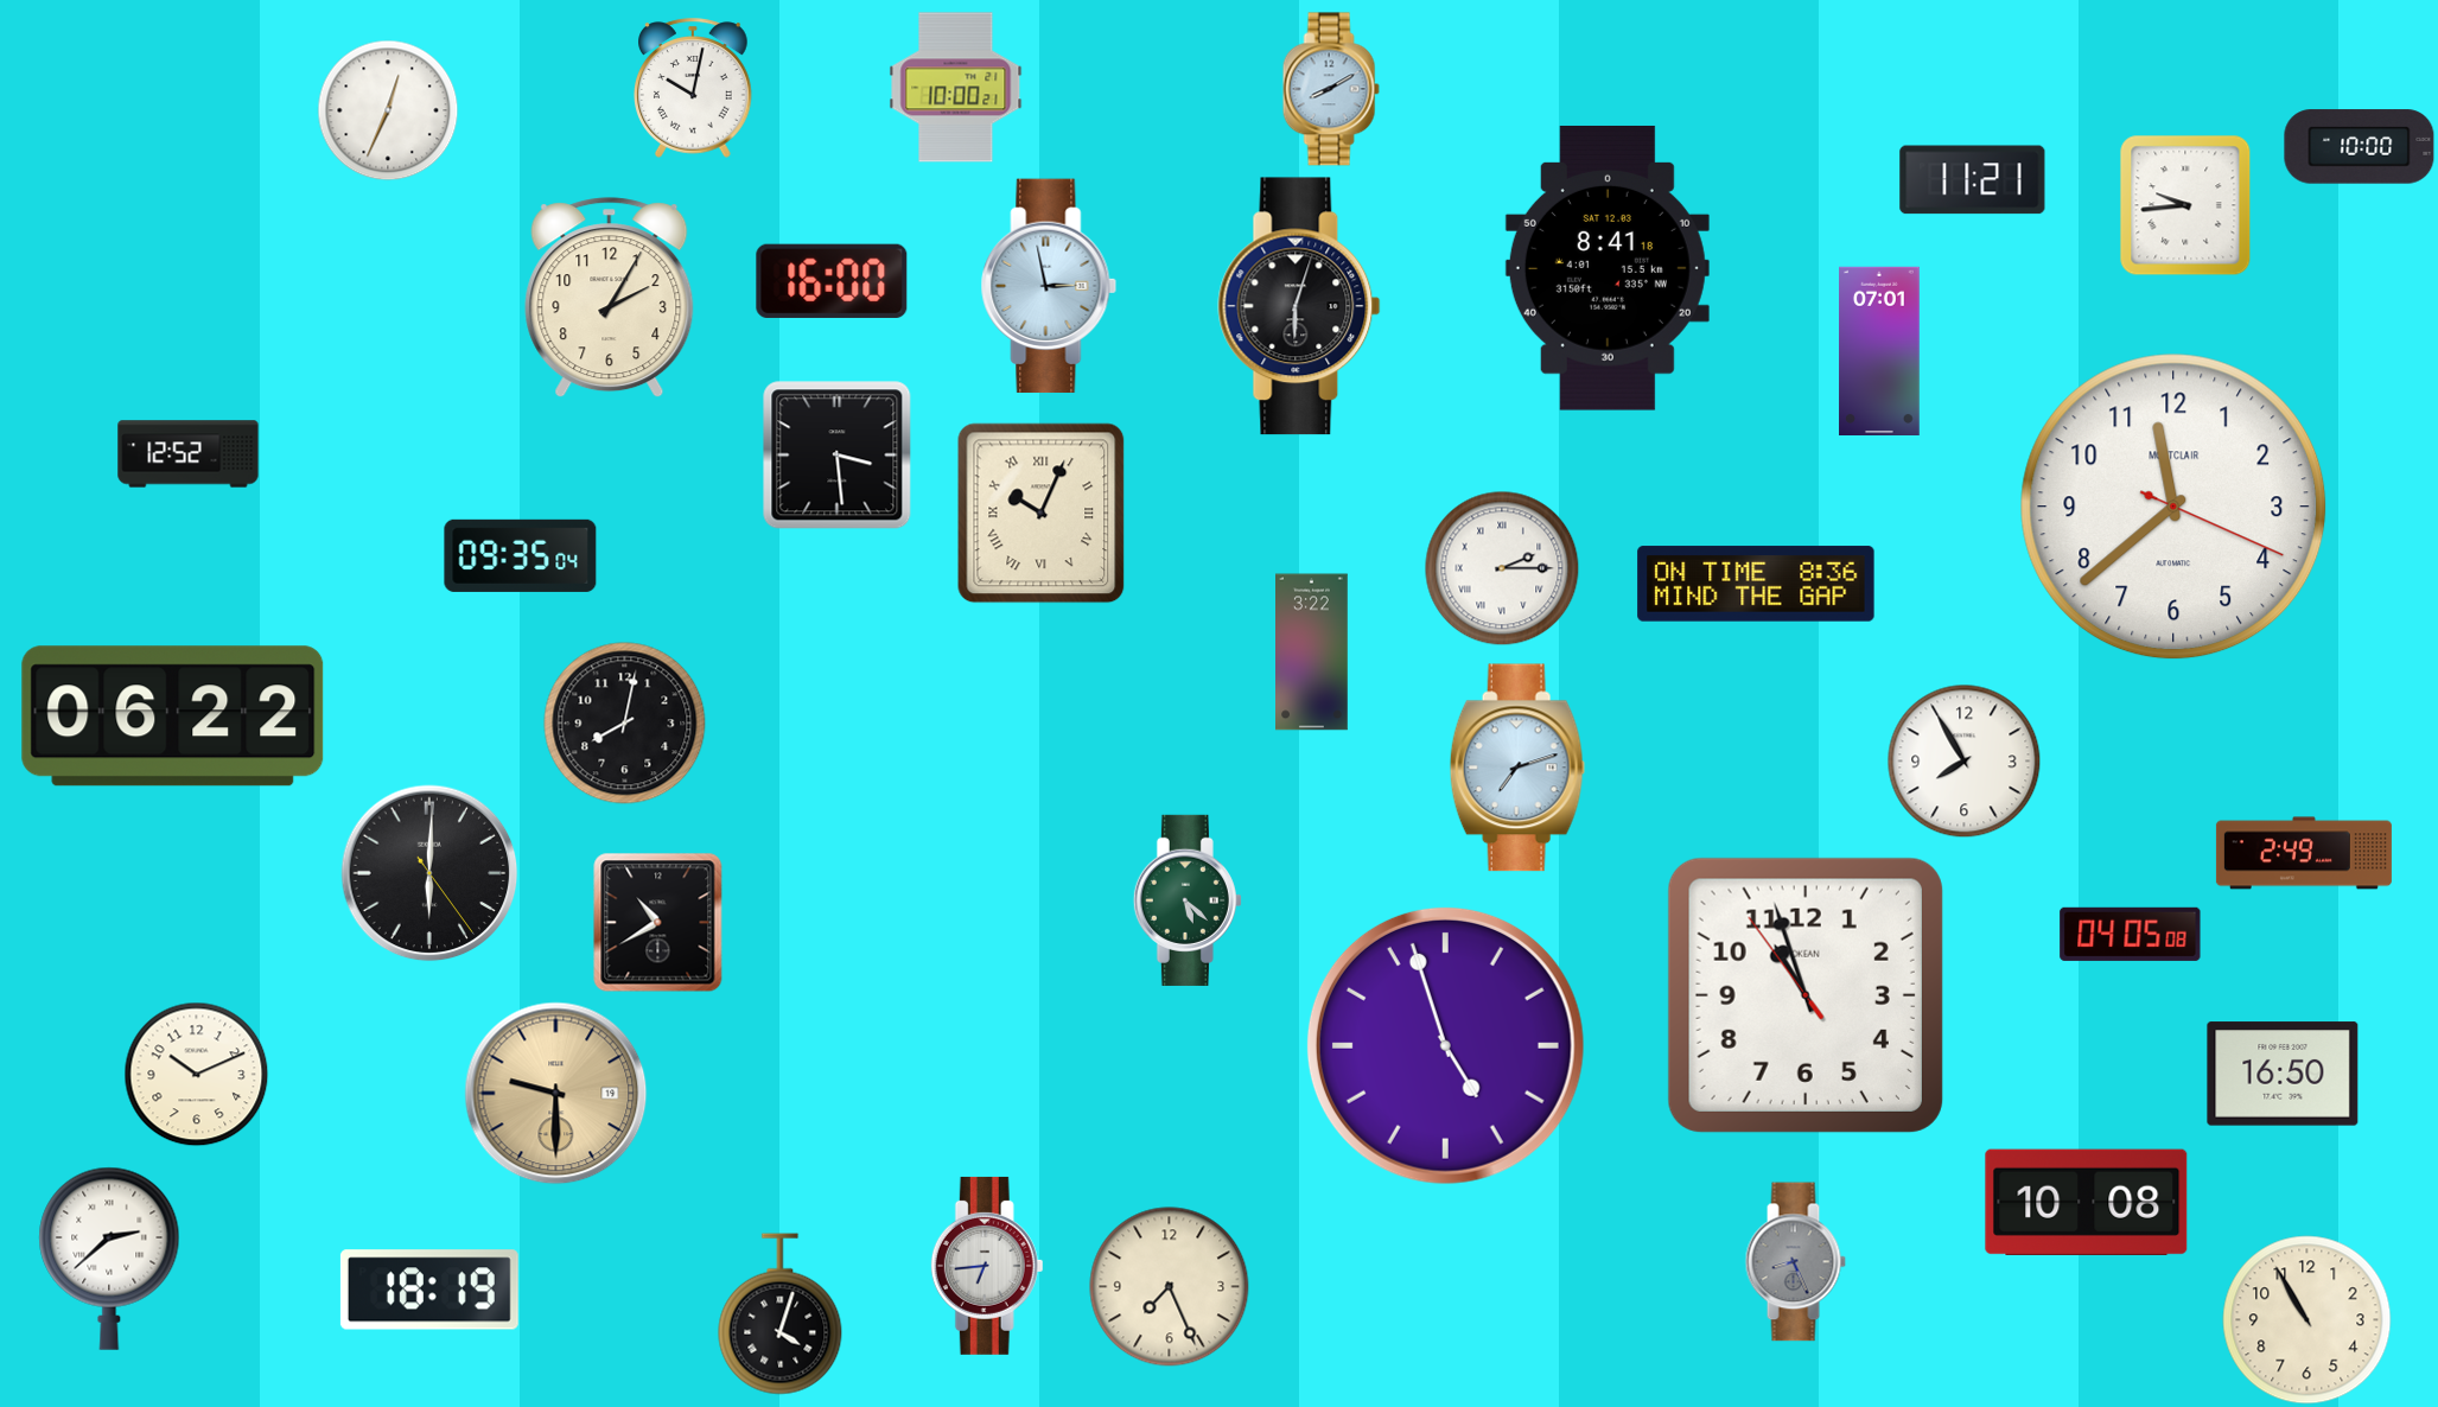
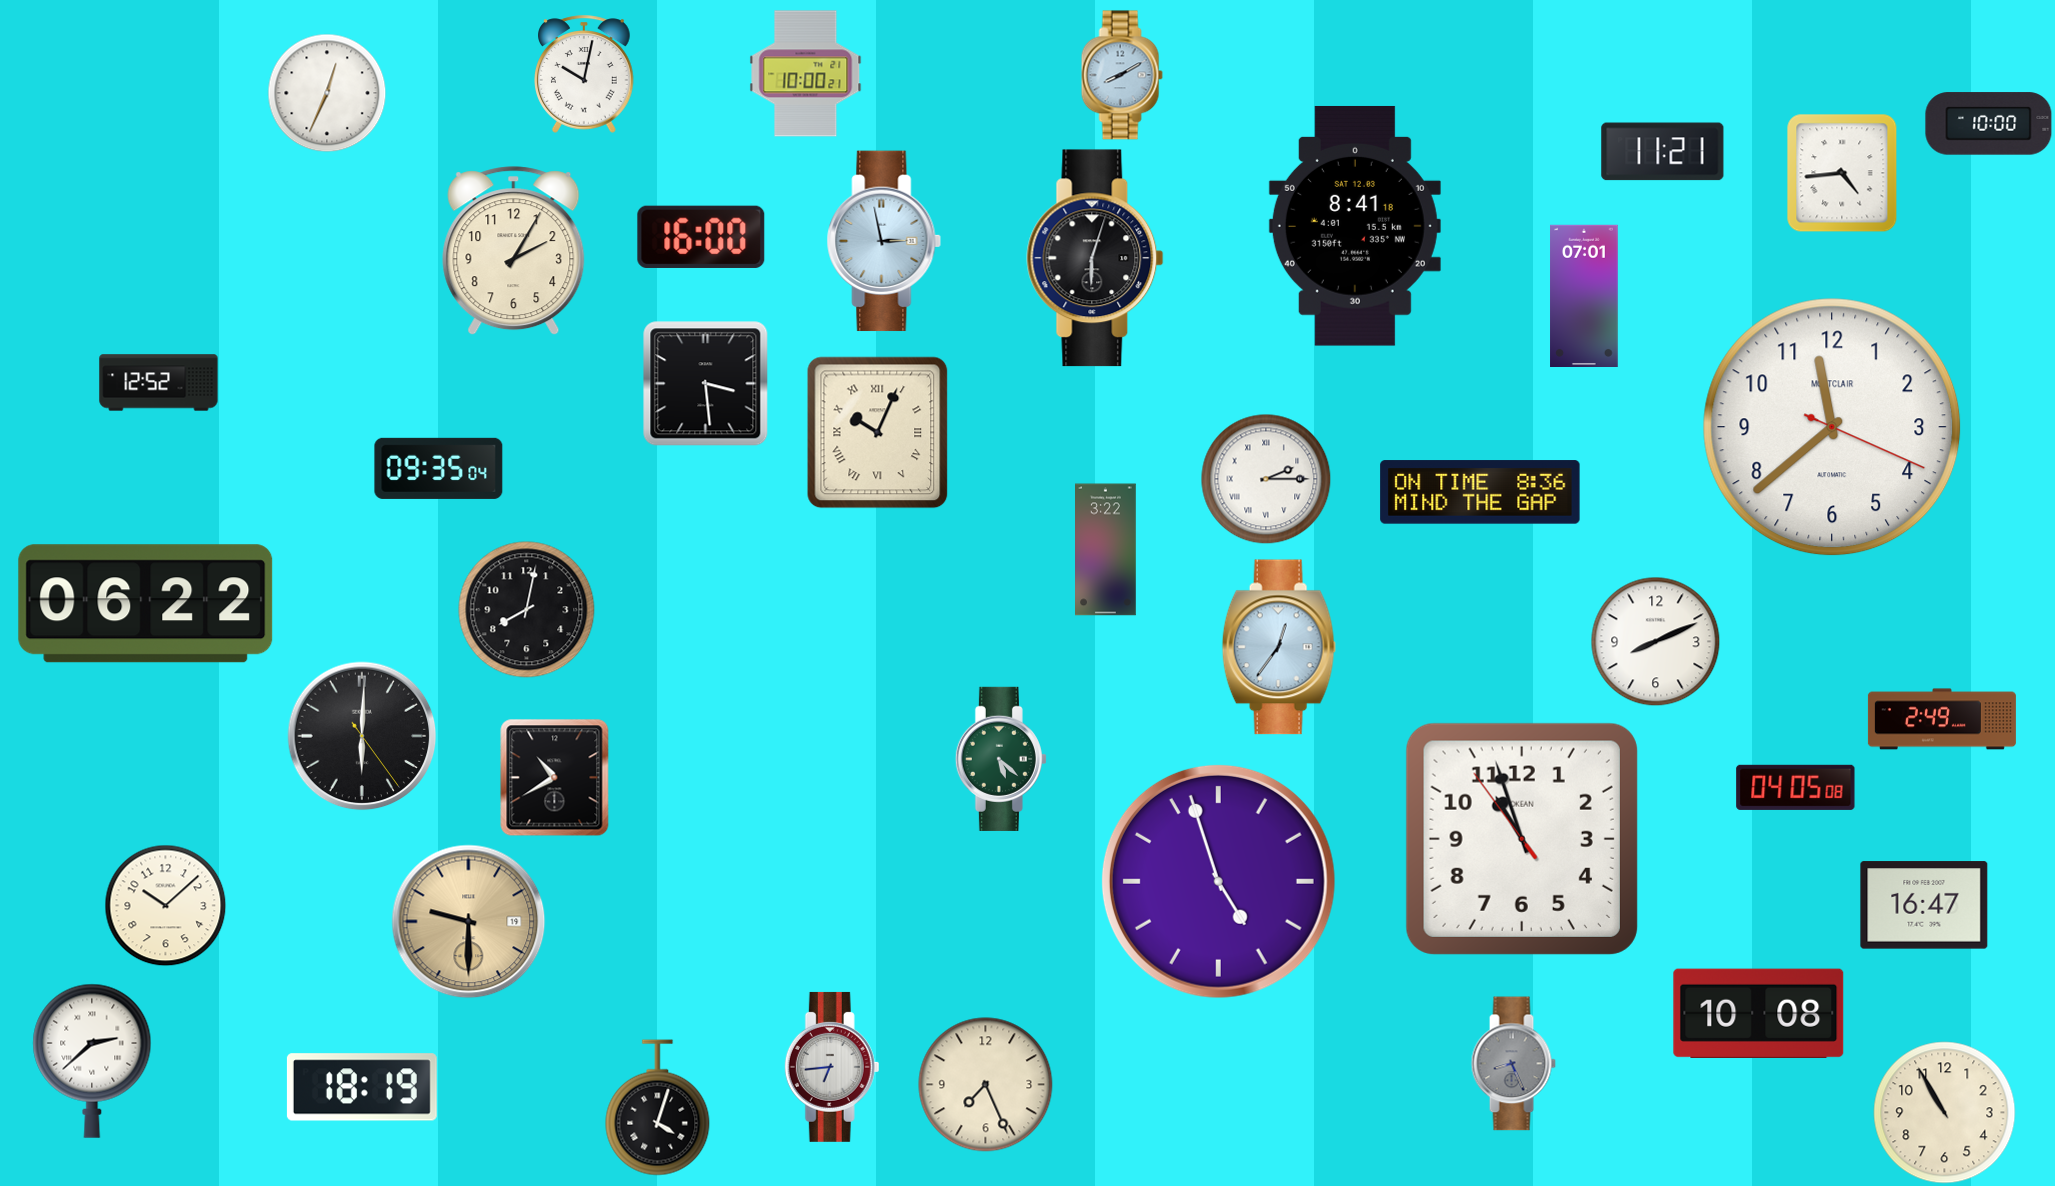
clock at (2185, 205): 9:44 -> 4:44
clock at (1965, 762): 7:55 -> 8:11
clock at (1517, 768): 7:12 -> 12:36
clock at (2283, 1074): 16:50 -> 16:47
clock at (197, 1075): 10:11 -> 10:08
